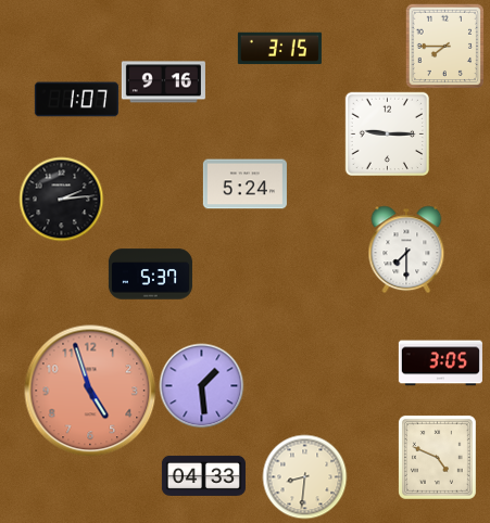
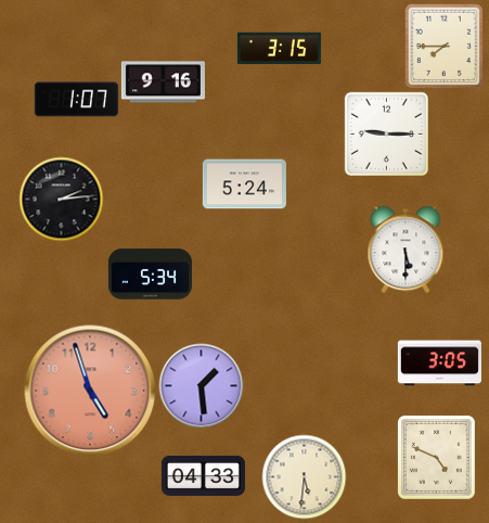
clock at (406, 250): 7:30 -> 5:30
clock at (150, 275): 5:37 -> 5:34
clock at (304, 476): 8:31 -> 5:31
